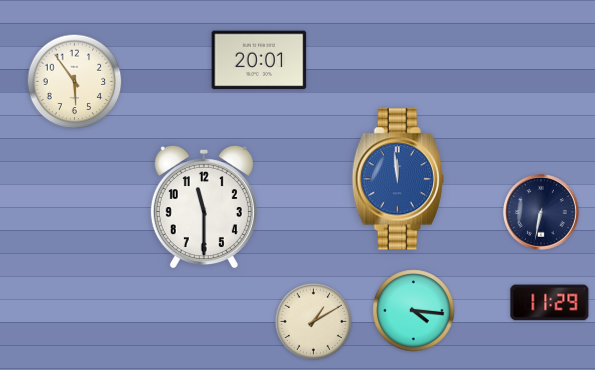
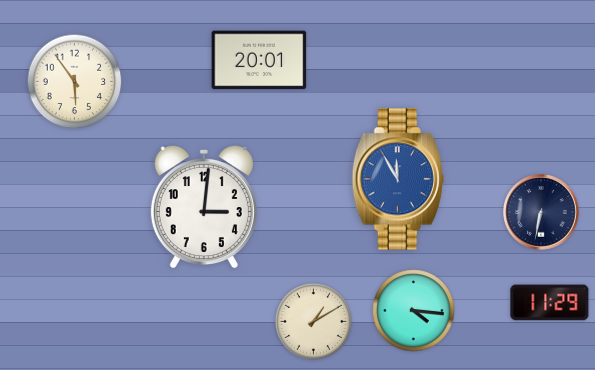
clock at (398, 179): 11:59 -> 11:55
clock at (204, 207): 11:30 -> 3:01
